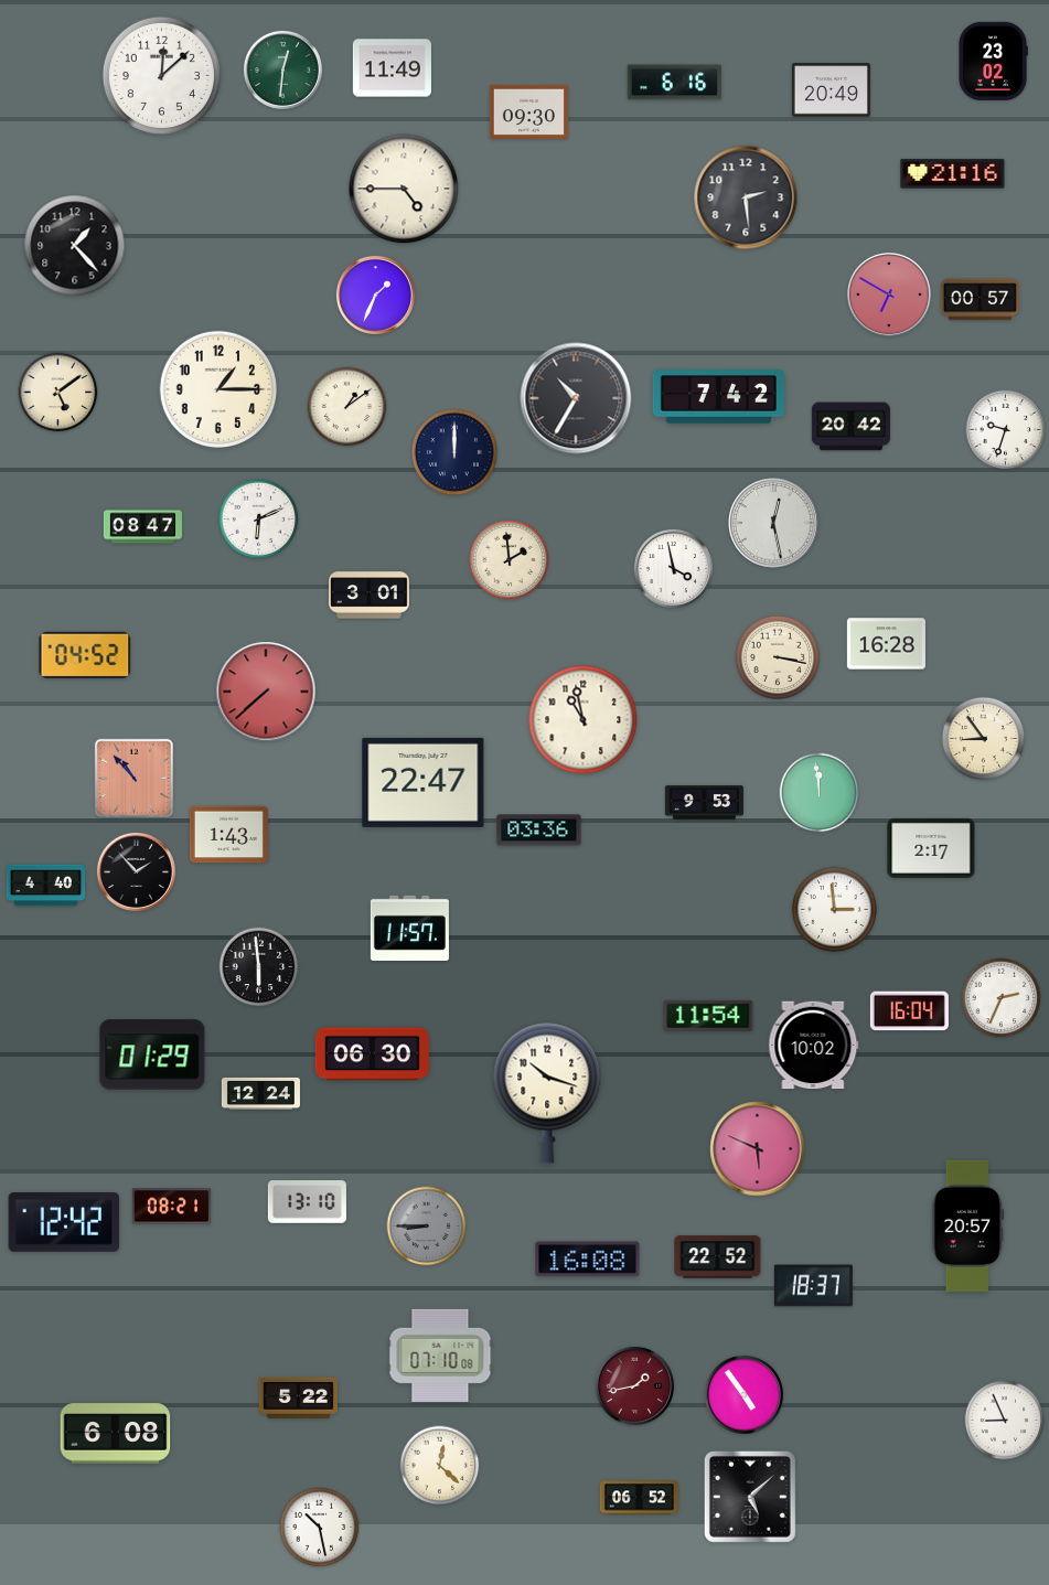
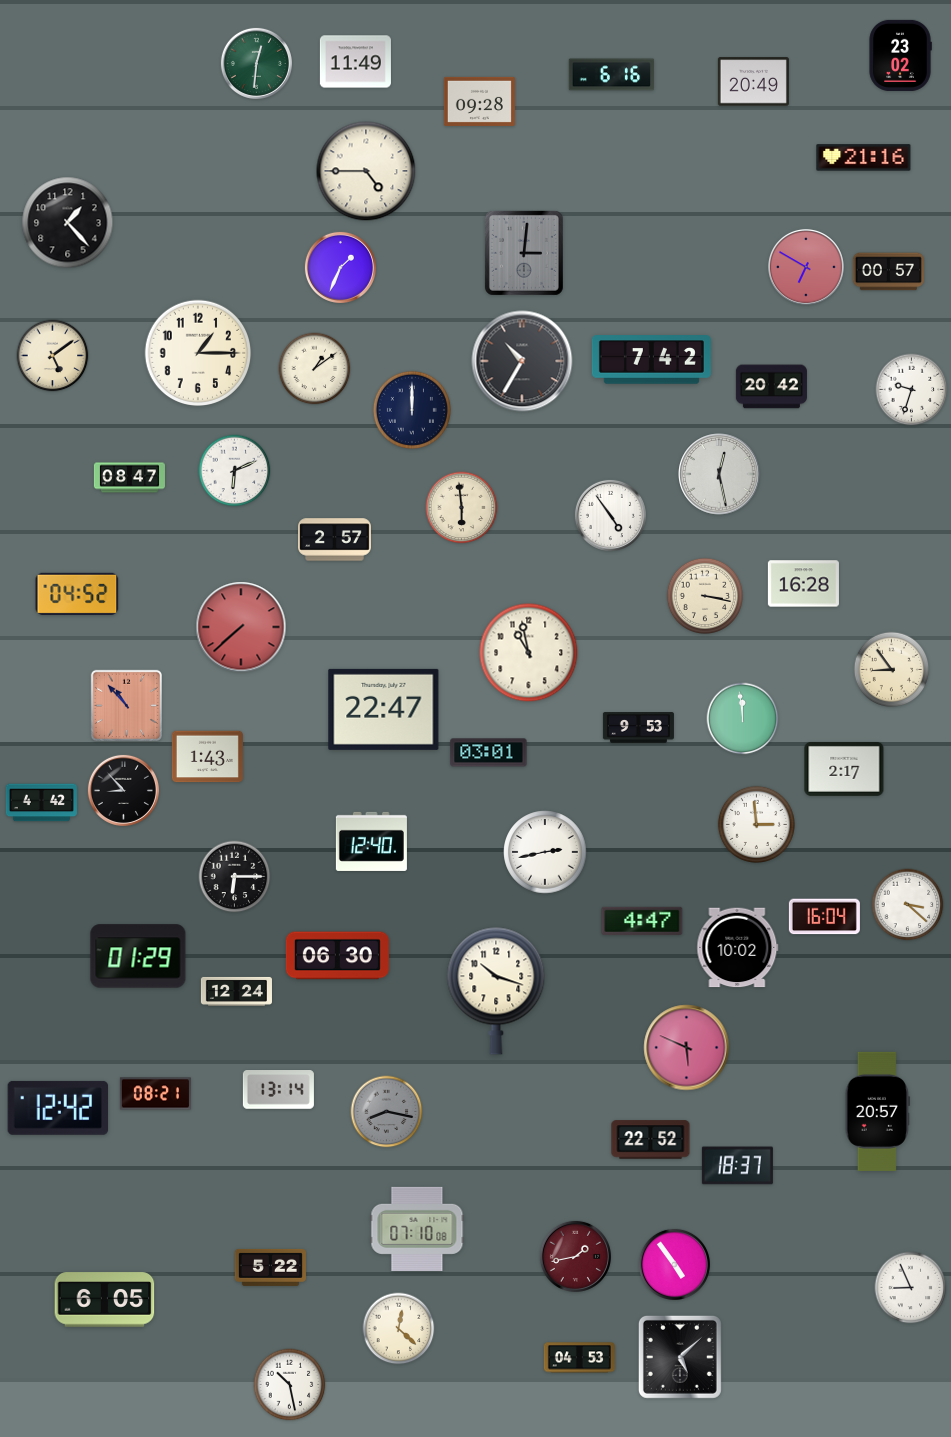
clock at (161, 75): 12:08 -> none
clock at (528, 111): 09:30 -> 09:28
clock at (746, 197): 2:29 -> none
clock at (524, 253): none -> 3:01
clock at (773, 523) position: (773, 523) -> (719, 474)
clock at (510, 560): 1:59 -> 5:59
clock at (673, 568): 3:58 -> 4:54
clock at (370, 596): 3:01 -> 2:57
clock at (133, 778) position: (133, 778) -> (126, 705)
clock at (539, 831): 03:36 -> 03:01
clock at (136, 871): 1:53 -> 8:53
clock at (45, 886): 4:40 -> 4:42
clock at (409, 928): 11:57 -> 12:40
clock at (545, 852): none -> 2:43
clock at (259, 967): 5:59 -> 6:15
clock at (1002, 998): 2:34 -> 3:22
clock at (708, 1016): 11:54 -> 4:47
clock at (758, 1149) position: (758, 1149) -> (687, 1048)
clock at (307, 1202): 13:10 -> 13:14
clock at (427, 1227): 8:45 -> 8:17
clock at (588, 1260): 16:08 -> none
clock at (440, 1356) position: (440, 1356) -> (417, 1229)
clock at (116, 1434): 6:08 -> 6:05
clock at (639, 1498): 06:52 -> 04:53
